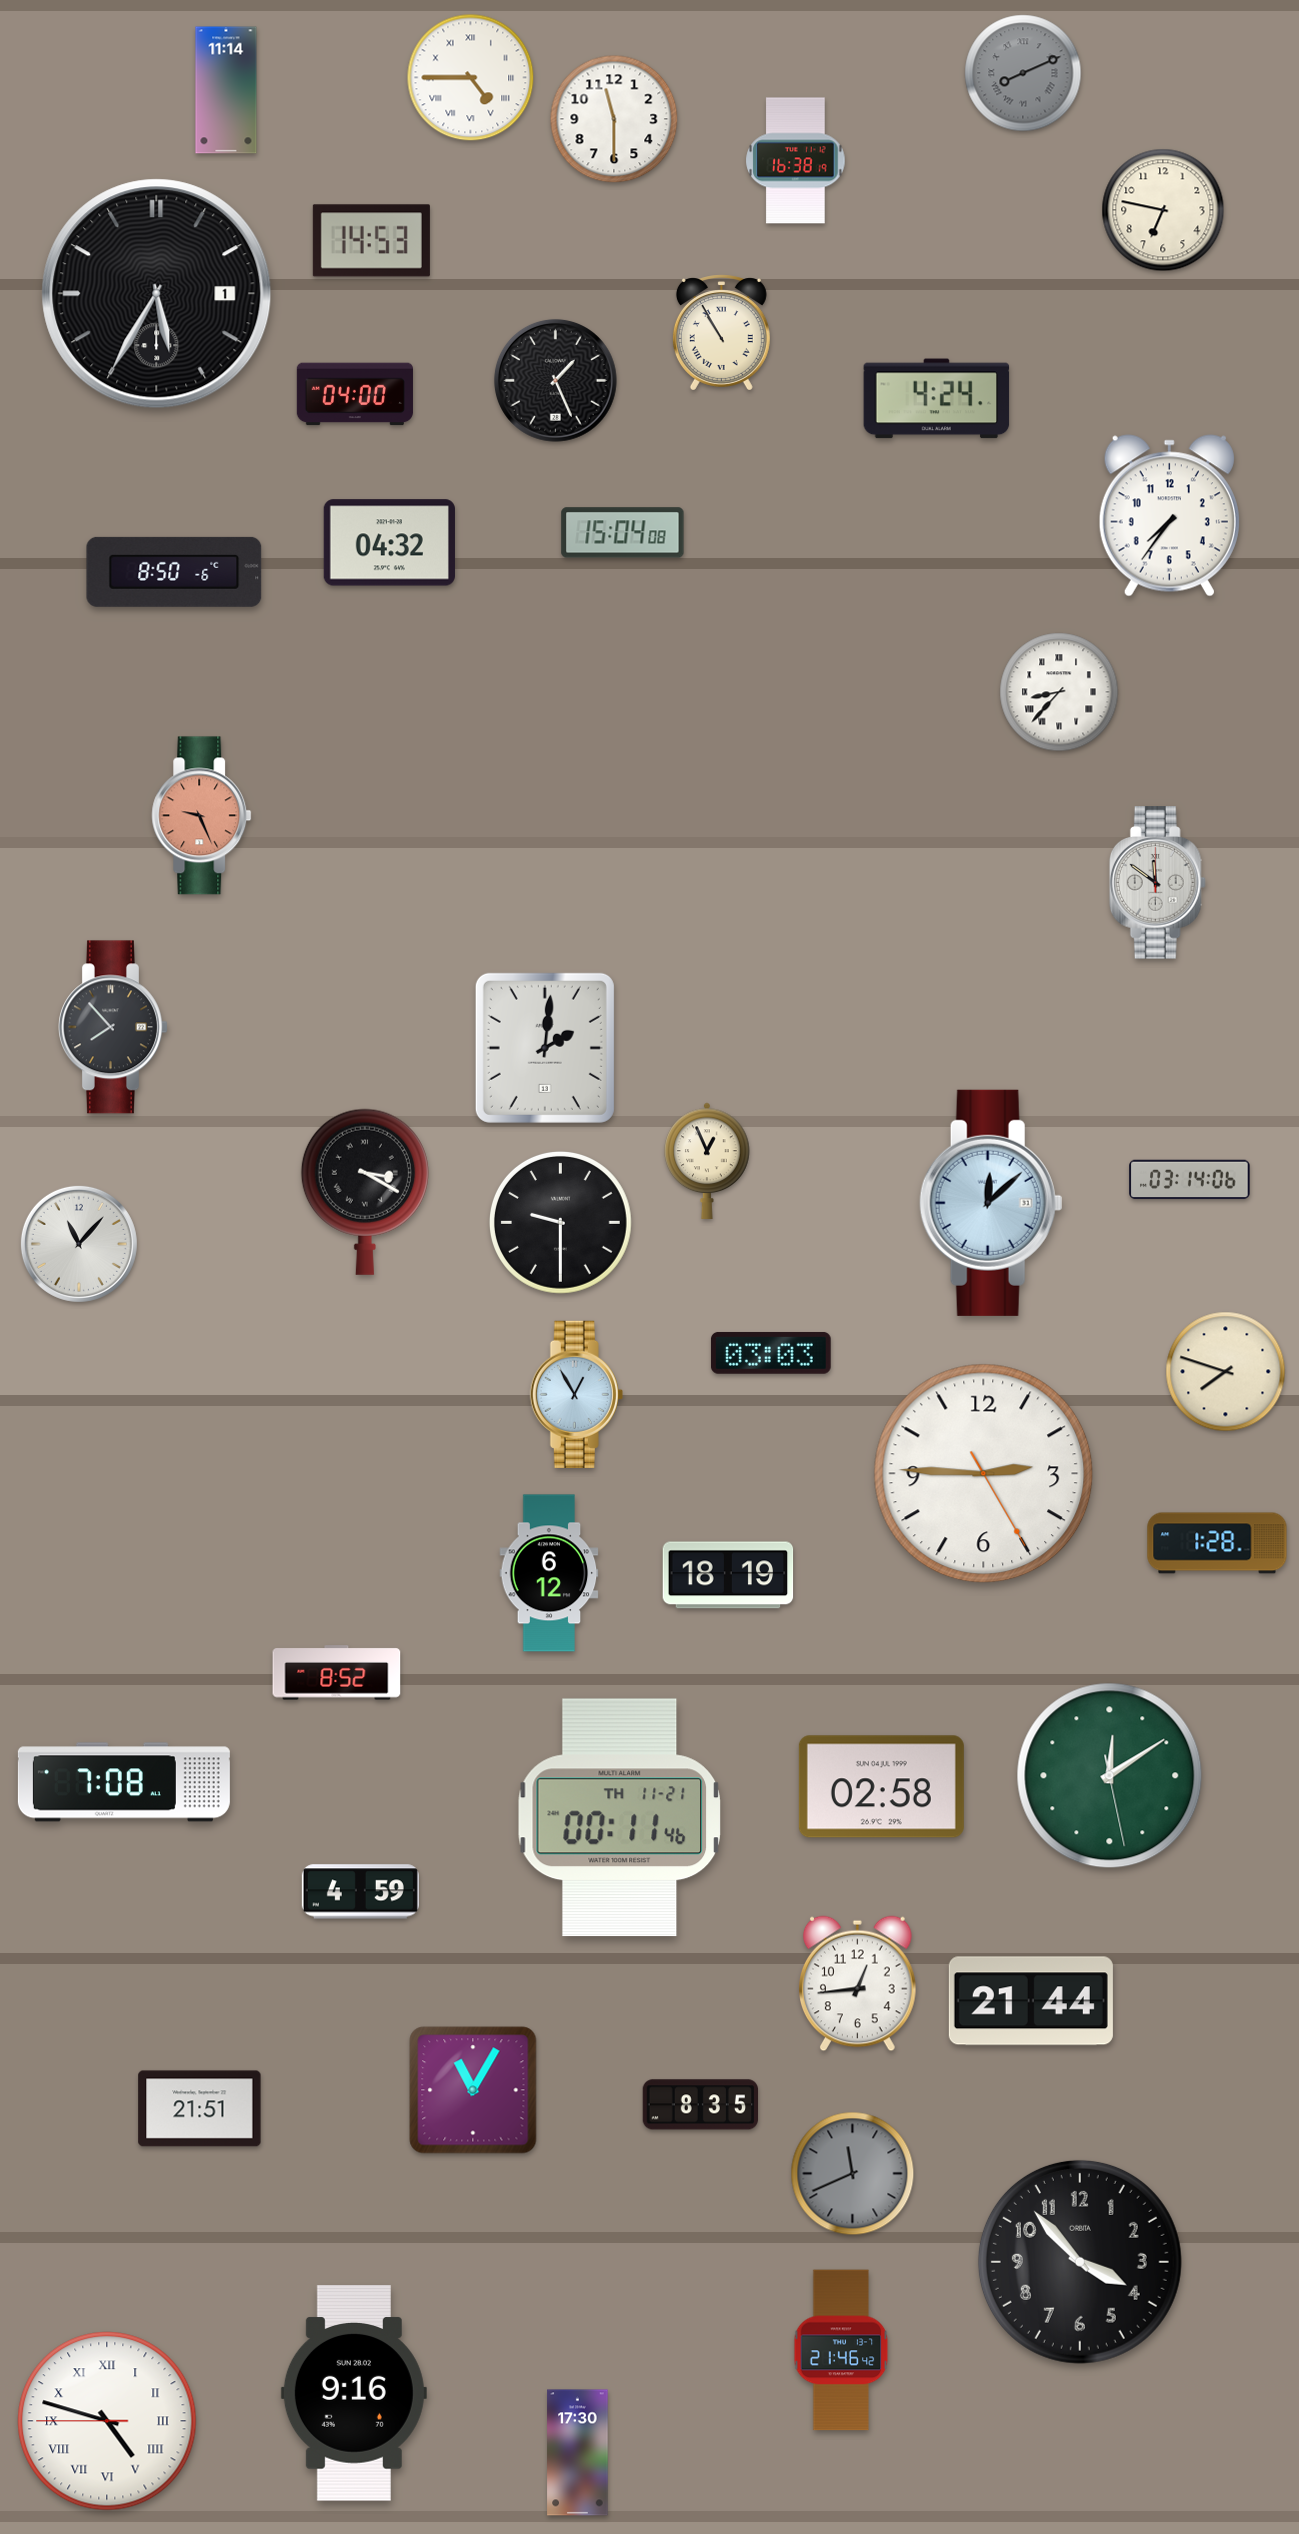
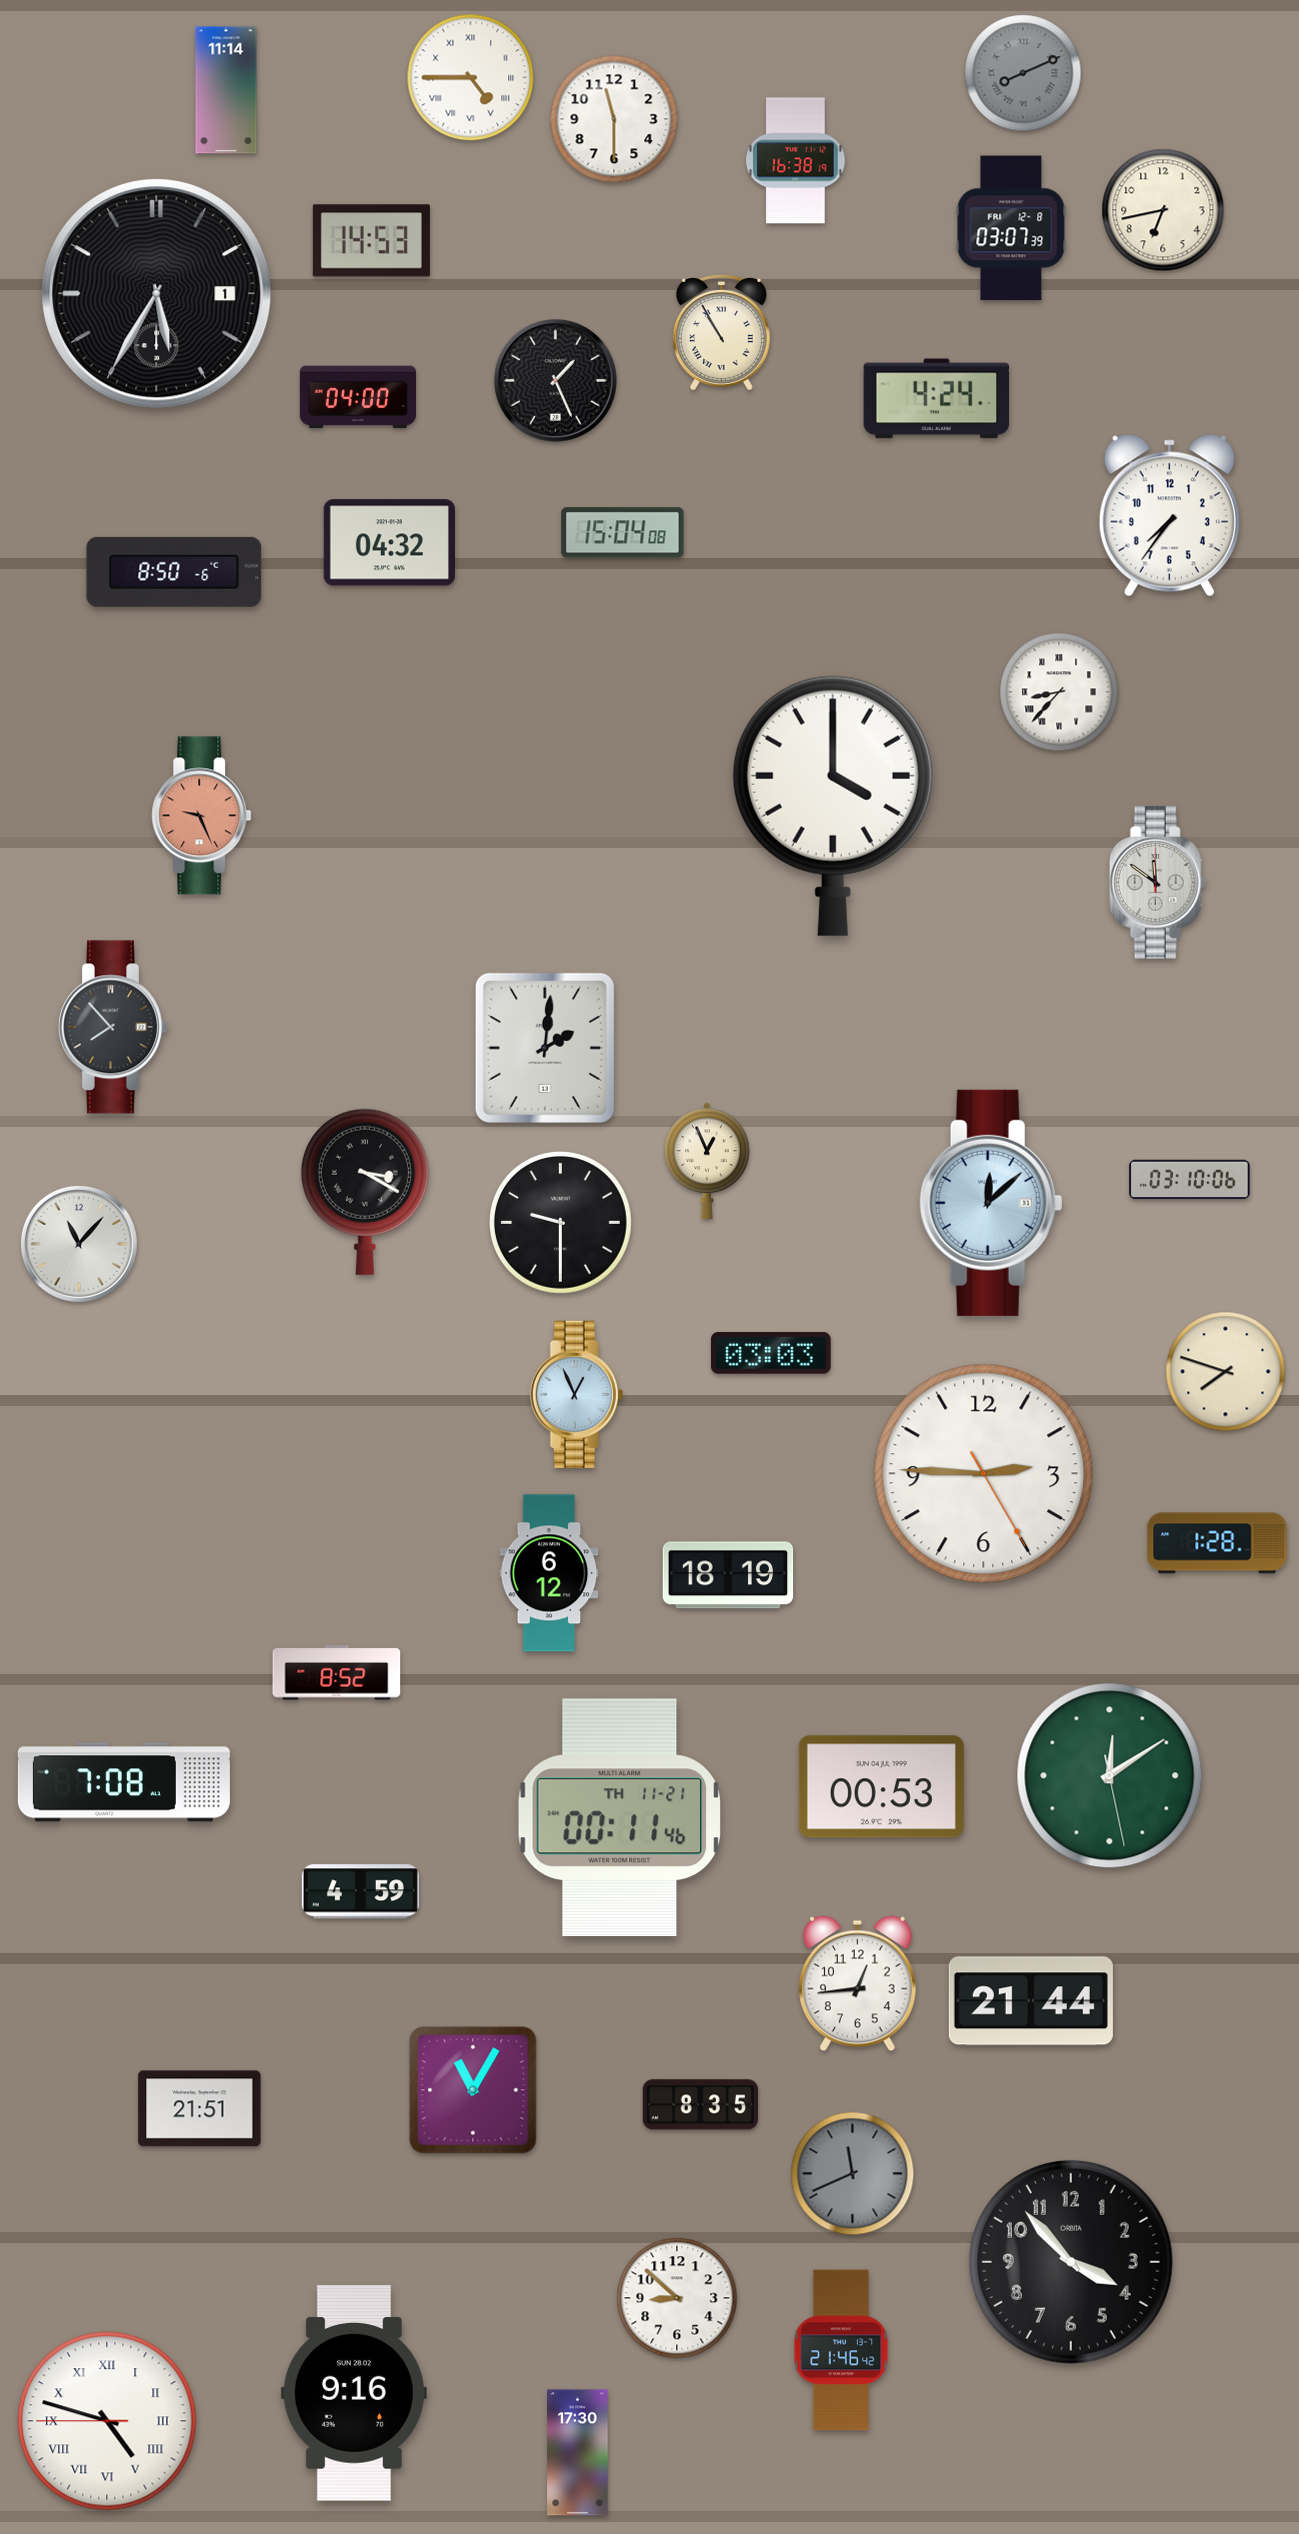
clock at (1163, 210): 6:47 -> 6:43
clock at (1011, 228): none -> 03:07
clock at (355, 394) position: (355, 394) -> (358, 397)
clock at (833, 806): none -> 4:00
clock at (1190, 1180): 03:14 -> 03:10
clock at (576, 1394): 12:55 -> 12:56
clock at (881, 1787): 02:58 -> 00:53
clock at (1080, 2262) position: (1080, 2262) -> (1071, 2262)
clock at (677, 2298): none -> 8:52
